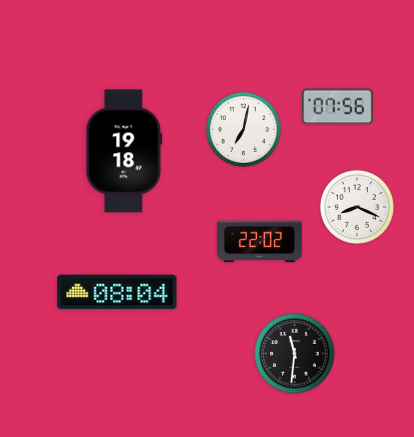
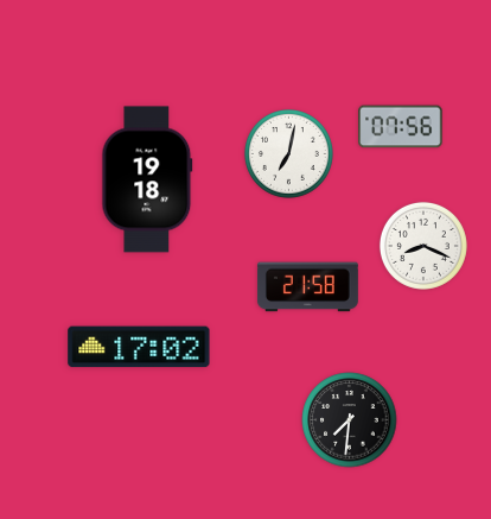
clock at (259, 242): 22:02 -> 21:58
clock at (117, 292): 08:04 -> 17:02
clock at (295, 354): 11:31 -> 7:31
